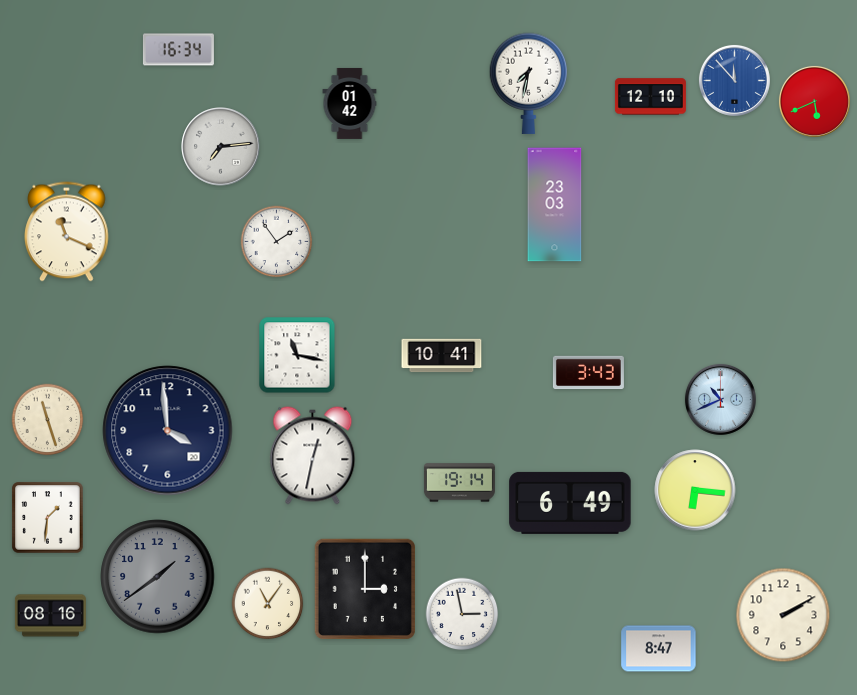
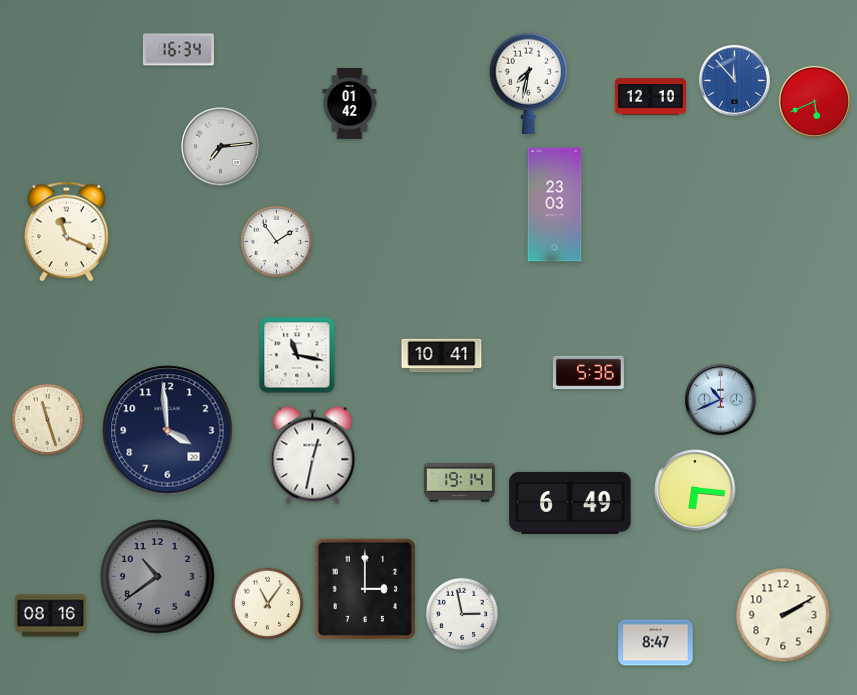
clock at (588, 373): 3:43 -> 5:36
clock at (48, 518): 1:31 -> none
clock at (158, 577): 1:39 -> 10:39
clock at (659, 649) position: (659, 649) -> (656, 643)
